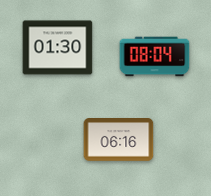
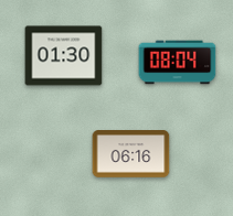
clock at (58, 48) position: (58, 48) -> (64, 56)
clock at (155, 57) position: (155, 57) -> (178, 63)
